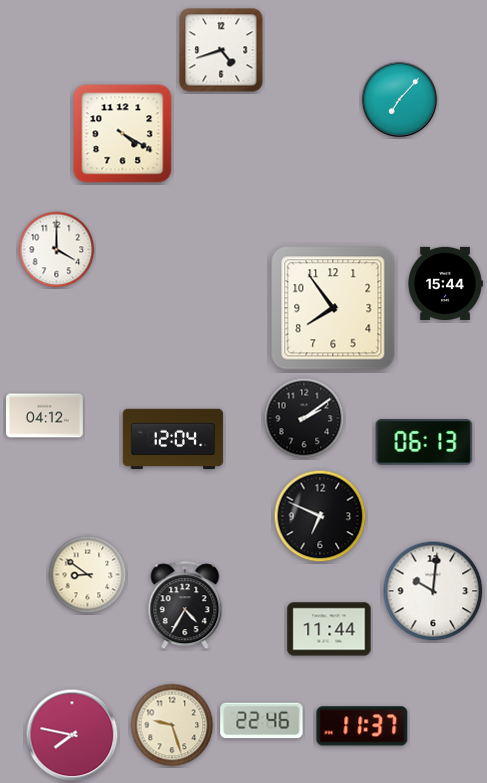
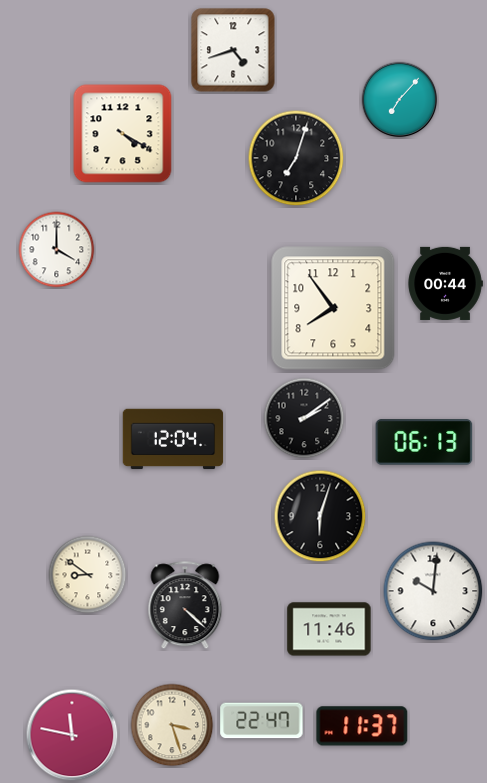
clock at (221, 50) position: (221, 50) -> (233, 50)
clock at (296, 158): none -> 7:03
clock at (445, 283): 15:44 -> 00:44
clock at (45, 416): 04:12 -> none
clock at (320, 516): 6:49 -> 6:03
clock at (185, 606): 4:35 -> 4:22
clock at (329, 629): 11:44 -> 11:46
clock at (262, 721): 22:46 -> 22:47
clock at (172, 725): 9:27 -> 3:27
clock at (72, 735): 7:47 -> 11:47
